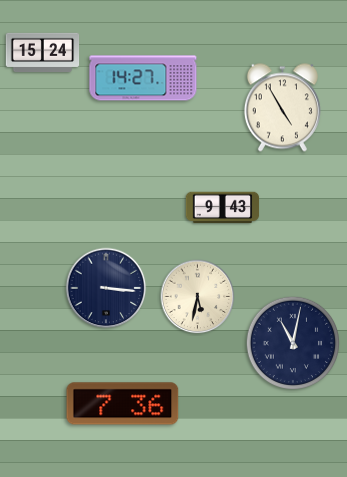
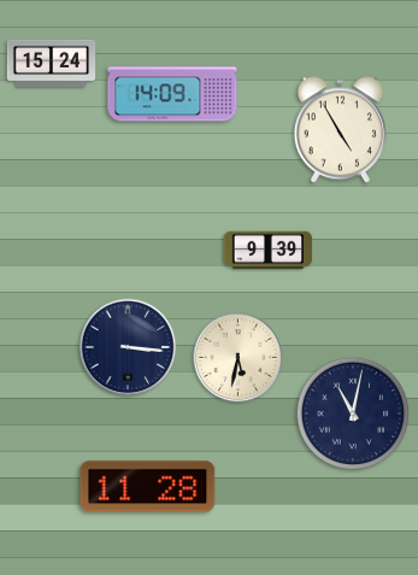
clock at (143, 78): 14:27 -> 14:09
clock at (223, 208): 9:43 -> 9:39
clock at (123, 404): 7:36 -> 11:28
